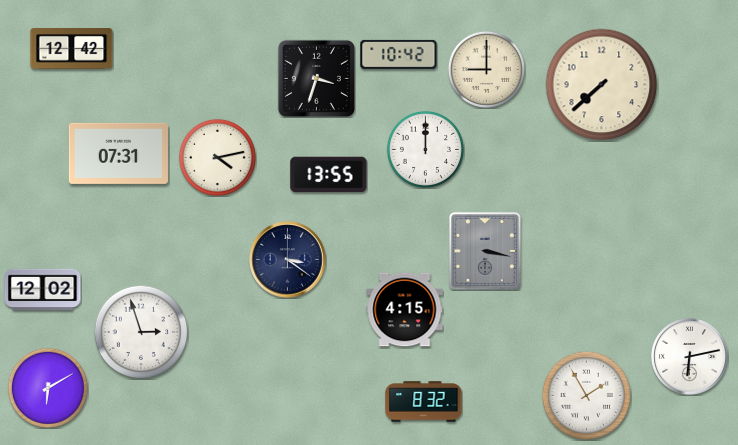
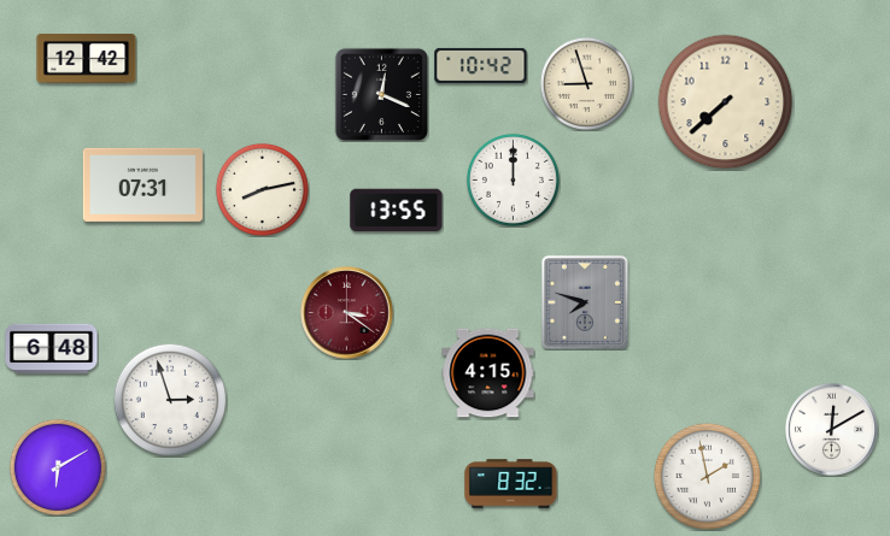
clock at (486, 69): 9:00 -> 8:57
clock at (316, 78): 3:33 -> 12:19
clock at (217, 157): 4:13 -> 8:13
clock at (485, 251): 3:17 -> 7:48
clock at (288, 260) dial: navy -> burgundy
clock at (43, 290): 12:02 -> 6:48
clock at (690, 357): 6:13 -> 12:10
clock at (586, 395): 1:55 -> 1:58
